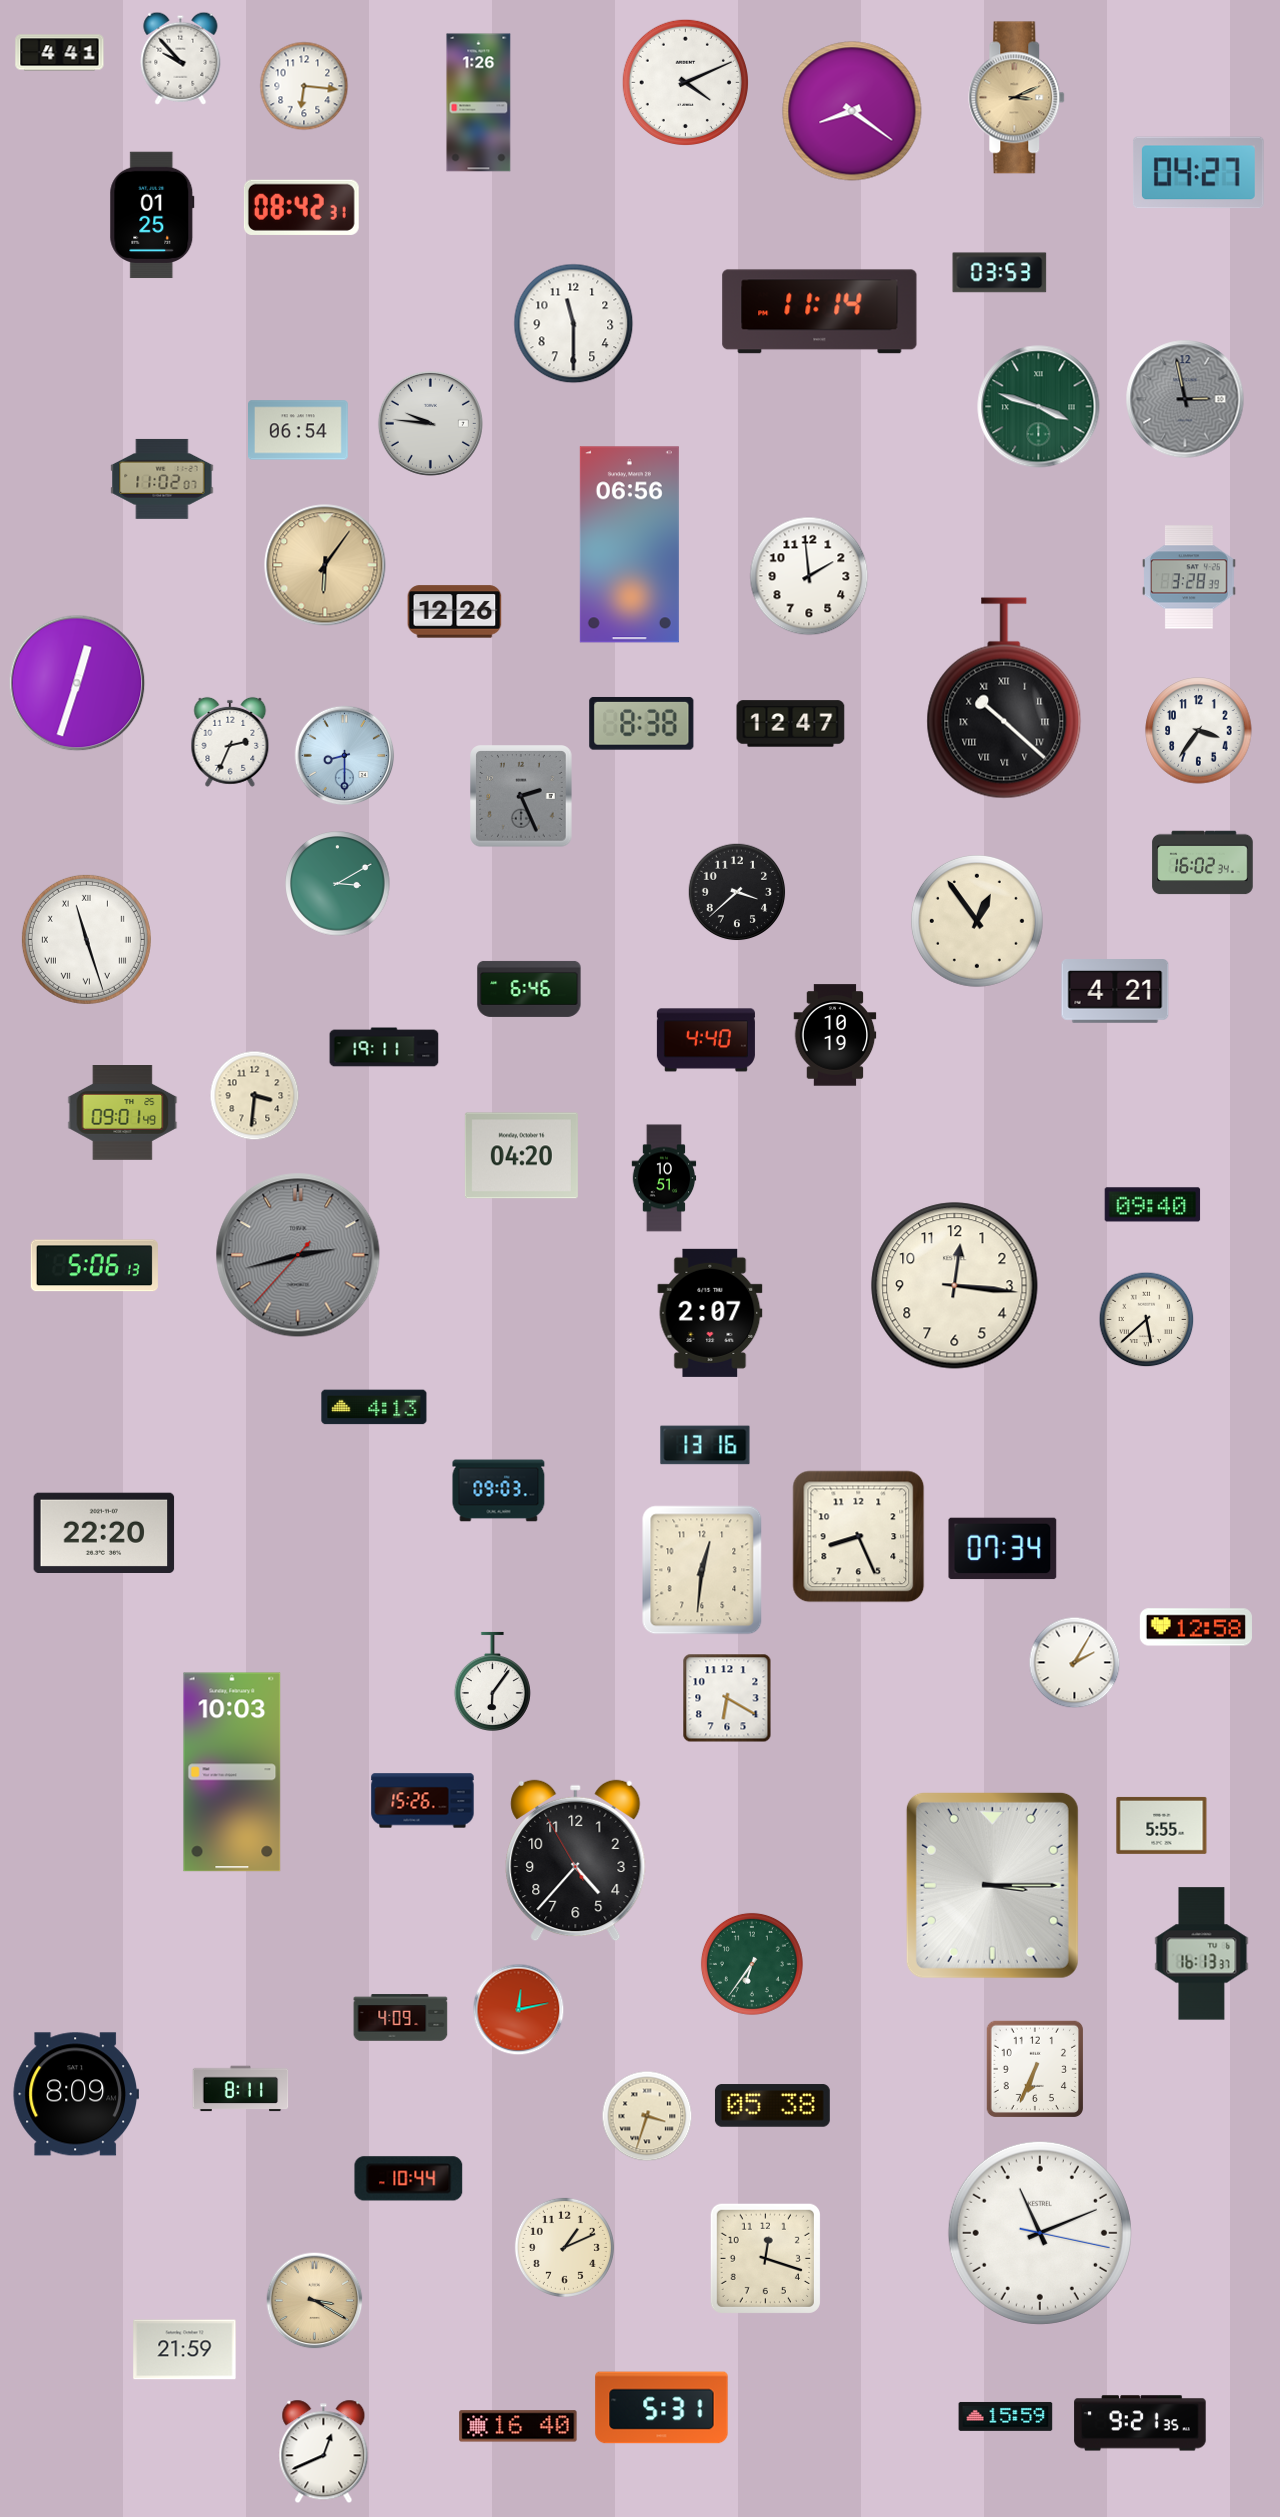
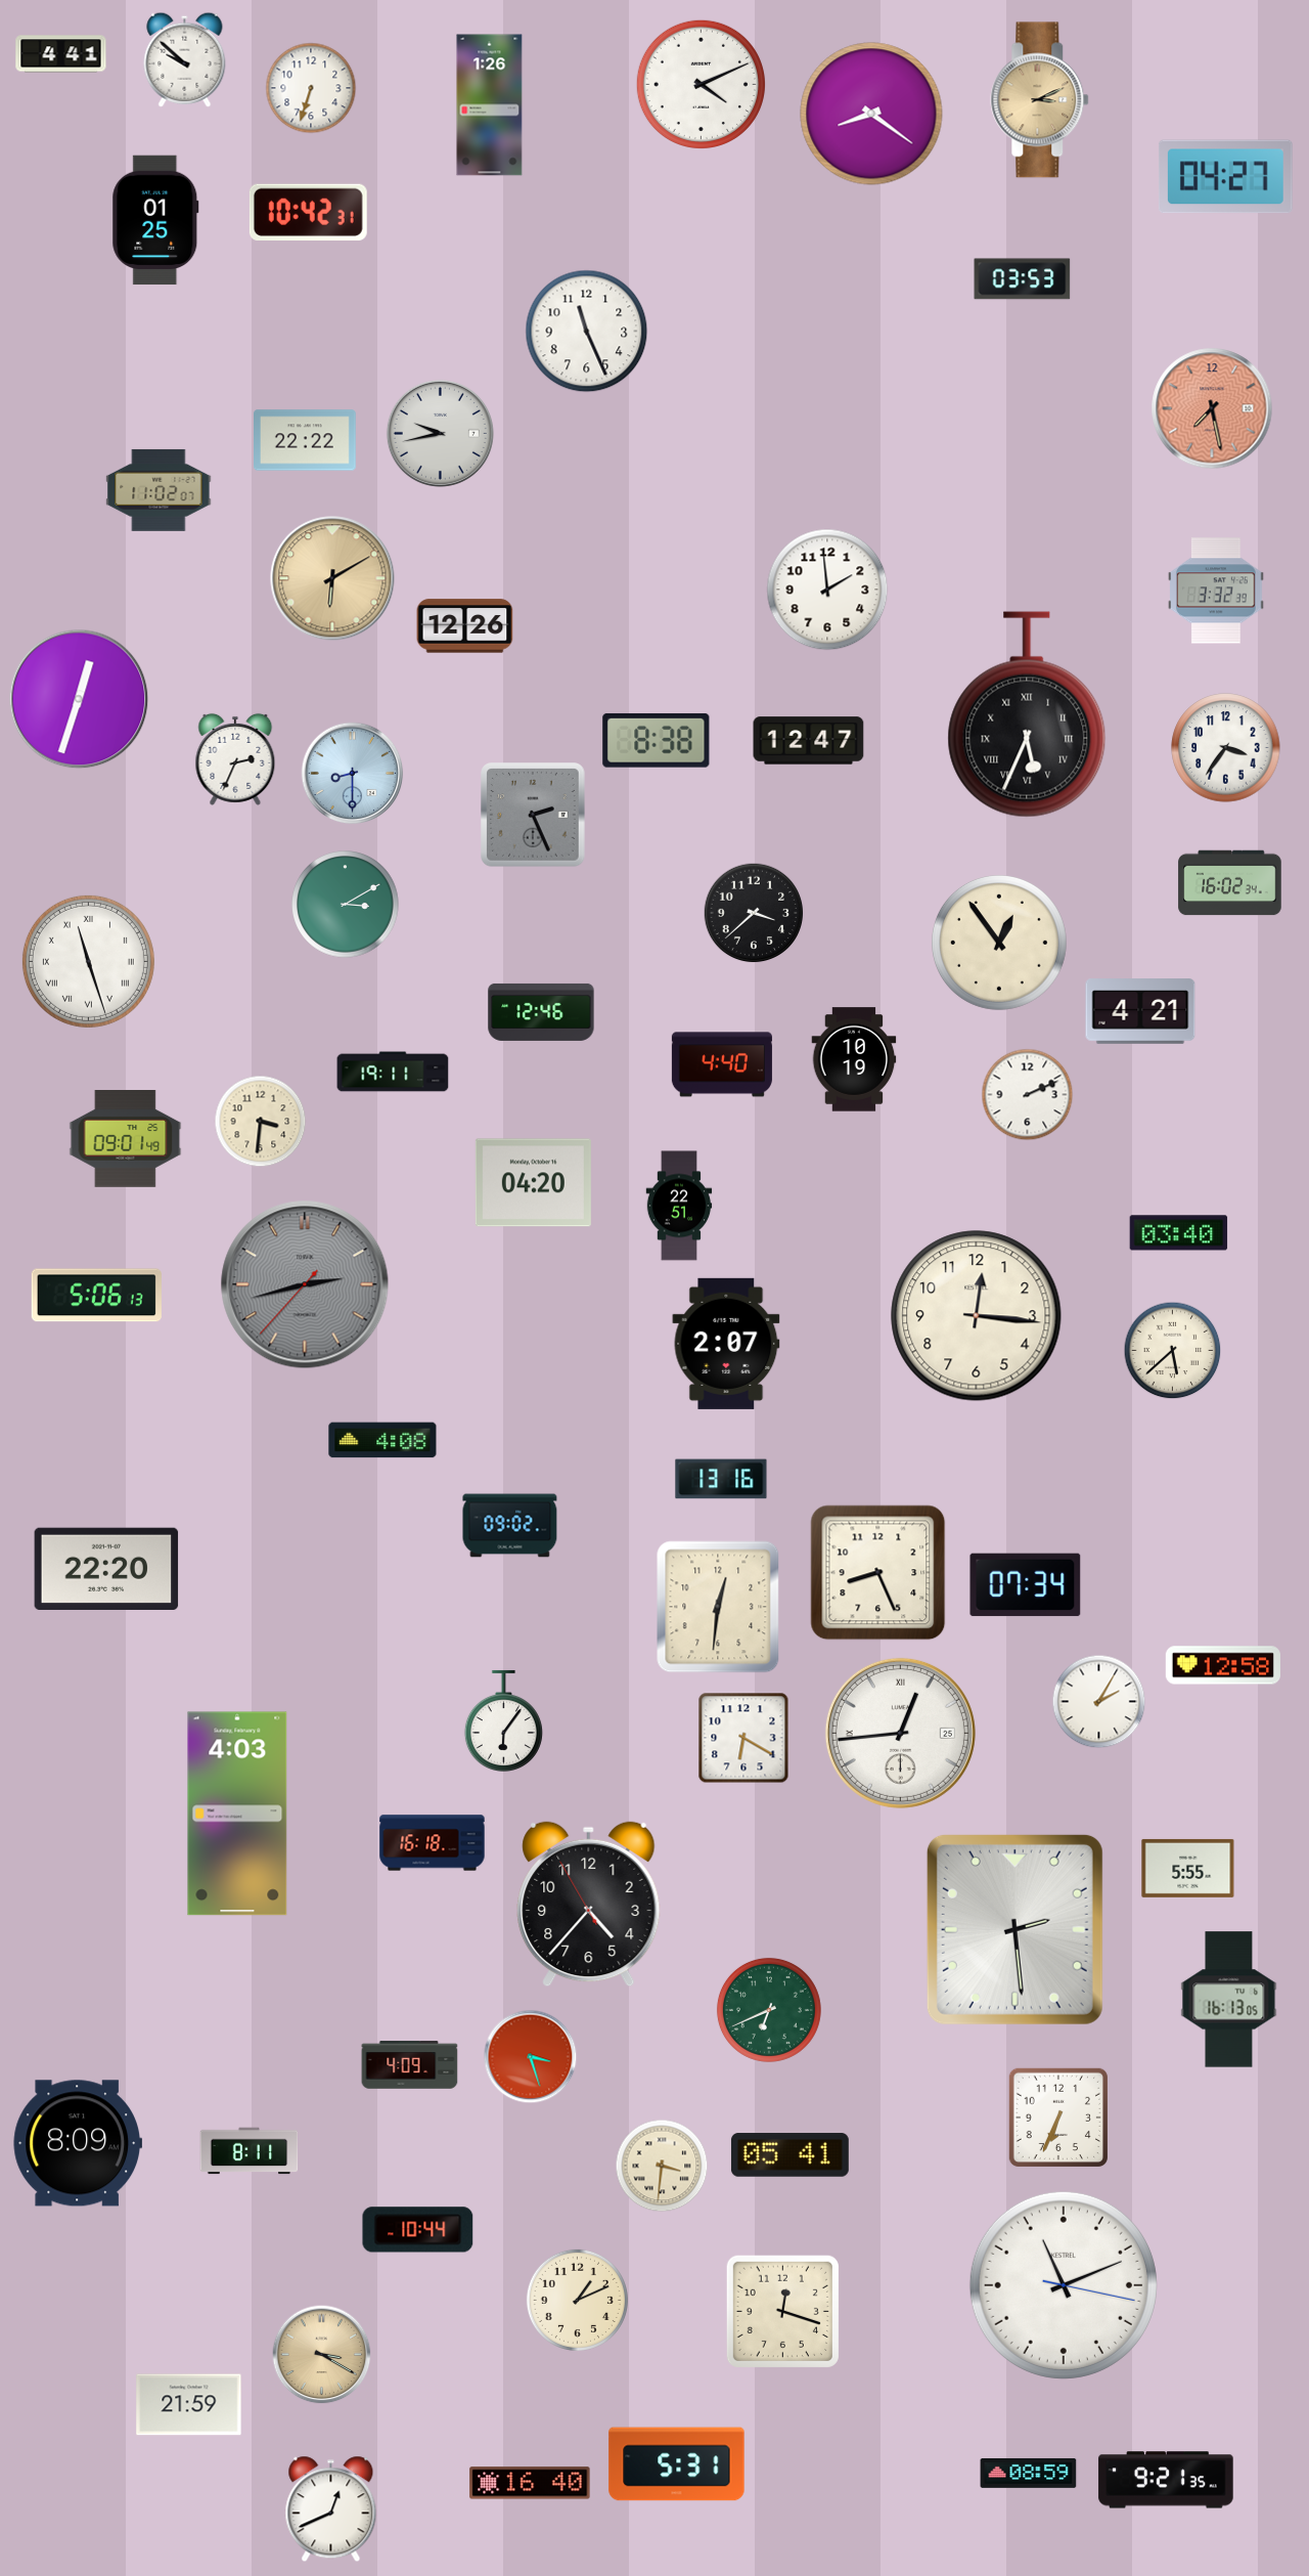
clock at (181, 58): 9:53 -> 9:52
clock at (304, 86): 6:16 -> 6:33
clock at (301, 207): 08:42 -> 10:42
clock at (820, 312): 11:14 -> none
clock at (574, 324): 11:30 -> 11:26
clock at (1185, 399): 2:58 -> 7:28
clock at (1185, 399) dial: grey -> salmon
clock at (1039, 407): 3:48 -> none
clock at (430, 423): 9:46 -> 9:43
clock at (299, 430): 06:54 -> 22:22
clock at (162, 479) position: (162, 479) -> (159, 490)
clock at (629, 545): 06:56 -> none
clock at (325, 565): 6:06 -> 6:10
clock at (1190, 577): 3:28 -> 3:32
clock at (1004, 698): 10:22 -> 5:34
clock at (529, 989): 6:46 -> 12:46
clock at (1115, 991) position: (1115, 991) -> (1140, 1011)
clock at (1028, 1095): none -> 2:11
clock at (664, 1178): 10:51 -> 22:51
clock at (1153, 1205): 09:40 -> 03:40
clock at (374, 1407): 4:13 -> 4:08
clock at (499, 1491): 09:03 -> 09:02
clock at (900, 1733): none -> 12:44
clock at (232, 1772): 10:03 -> 4:03
clock at (423, 1801): 15:26 -> 16:18
clock at (992, 1885): 3:15 -> 2:29
clock at (1202, 1954): 16:13:37 -> 16:13:05
clock at (752, 1964): 6:36 -> 6:41
clock at (519, 2010): 12:13 -> 3:27
clock at (241, 2089) position: (241, 2089) -> (250, 2151)
clock at (772, 2106): 05:38 -> 05:41
clock at (647, 2116): 3:33 -> 3:31
clock at (1006, 2416): 15:59 -> 08:59
